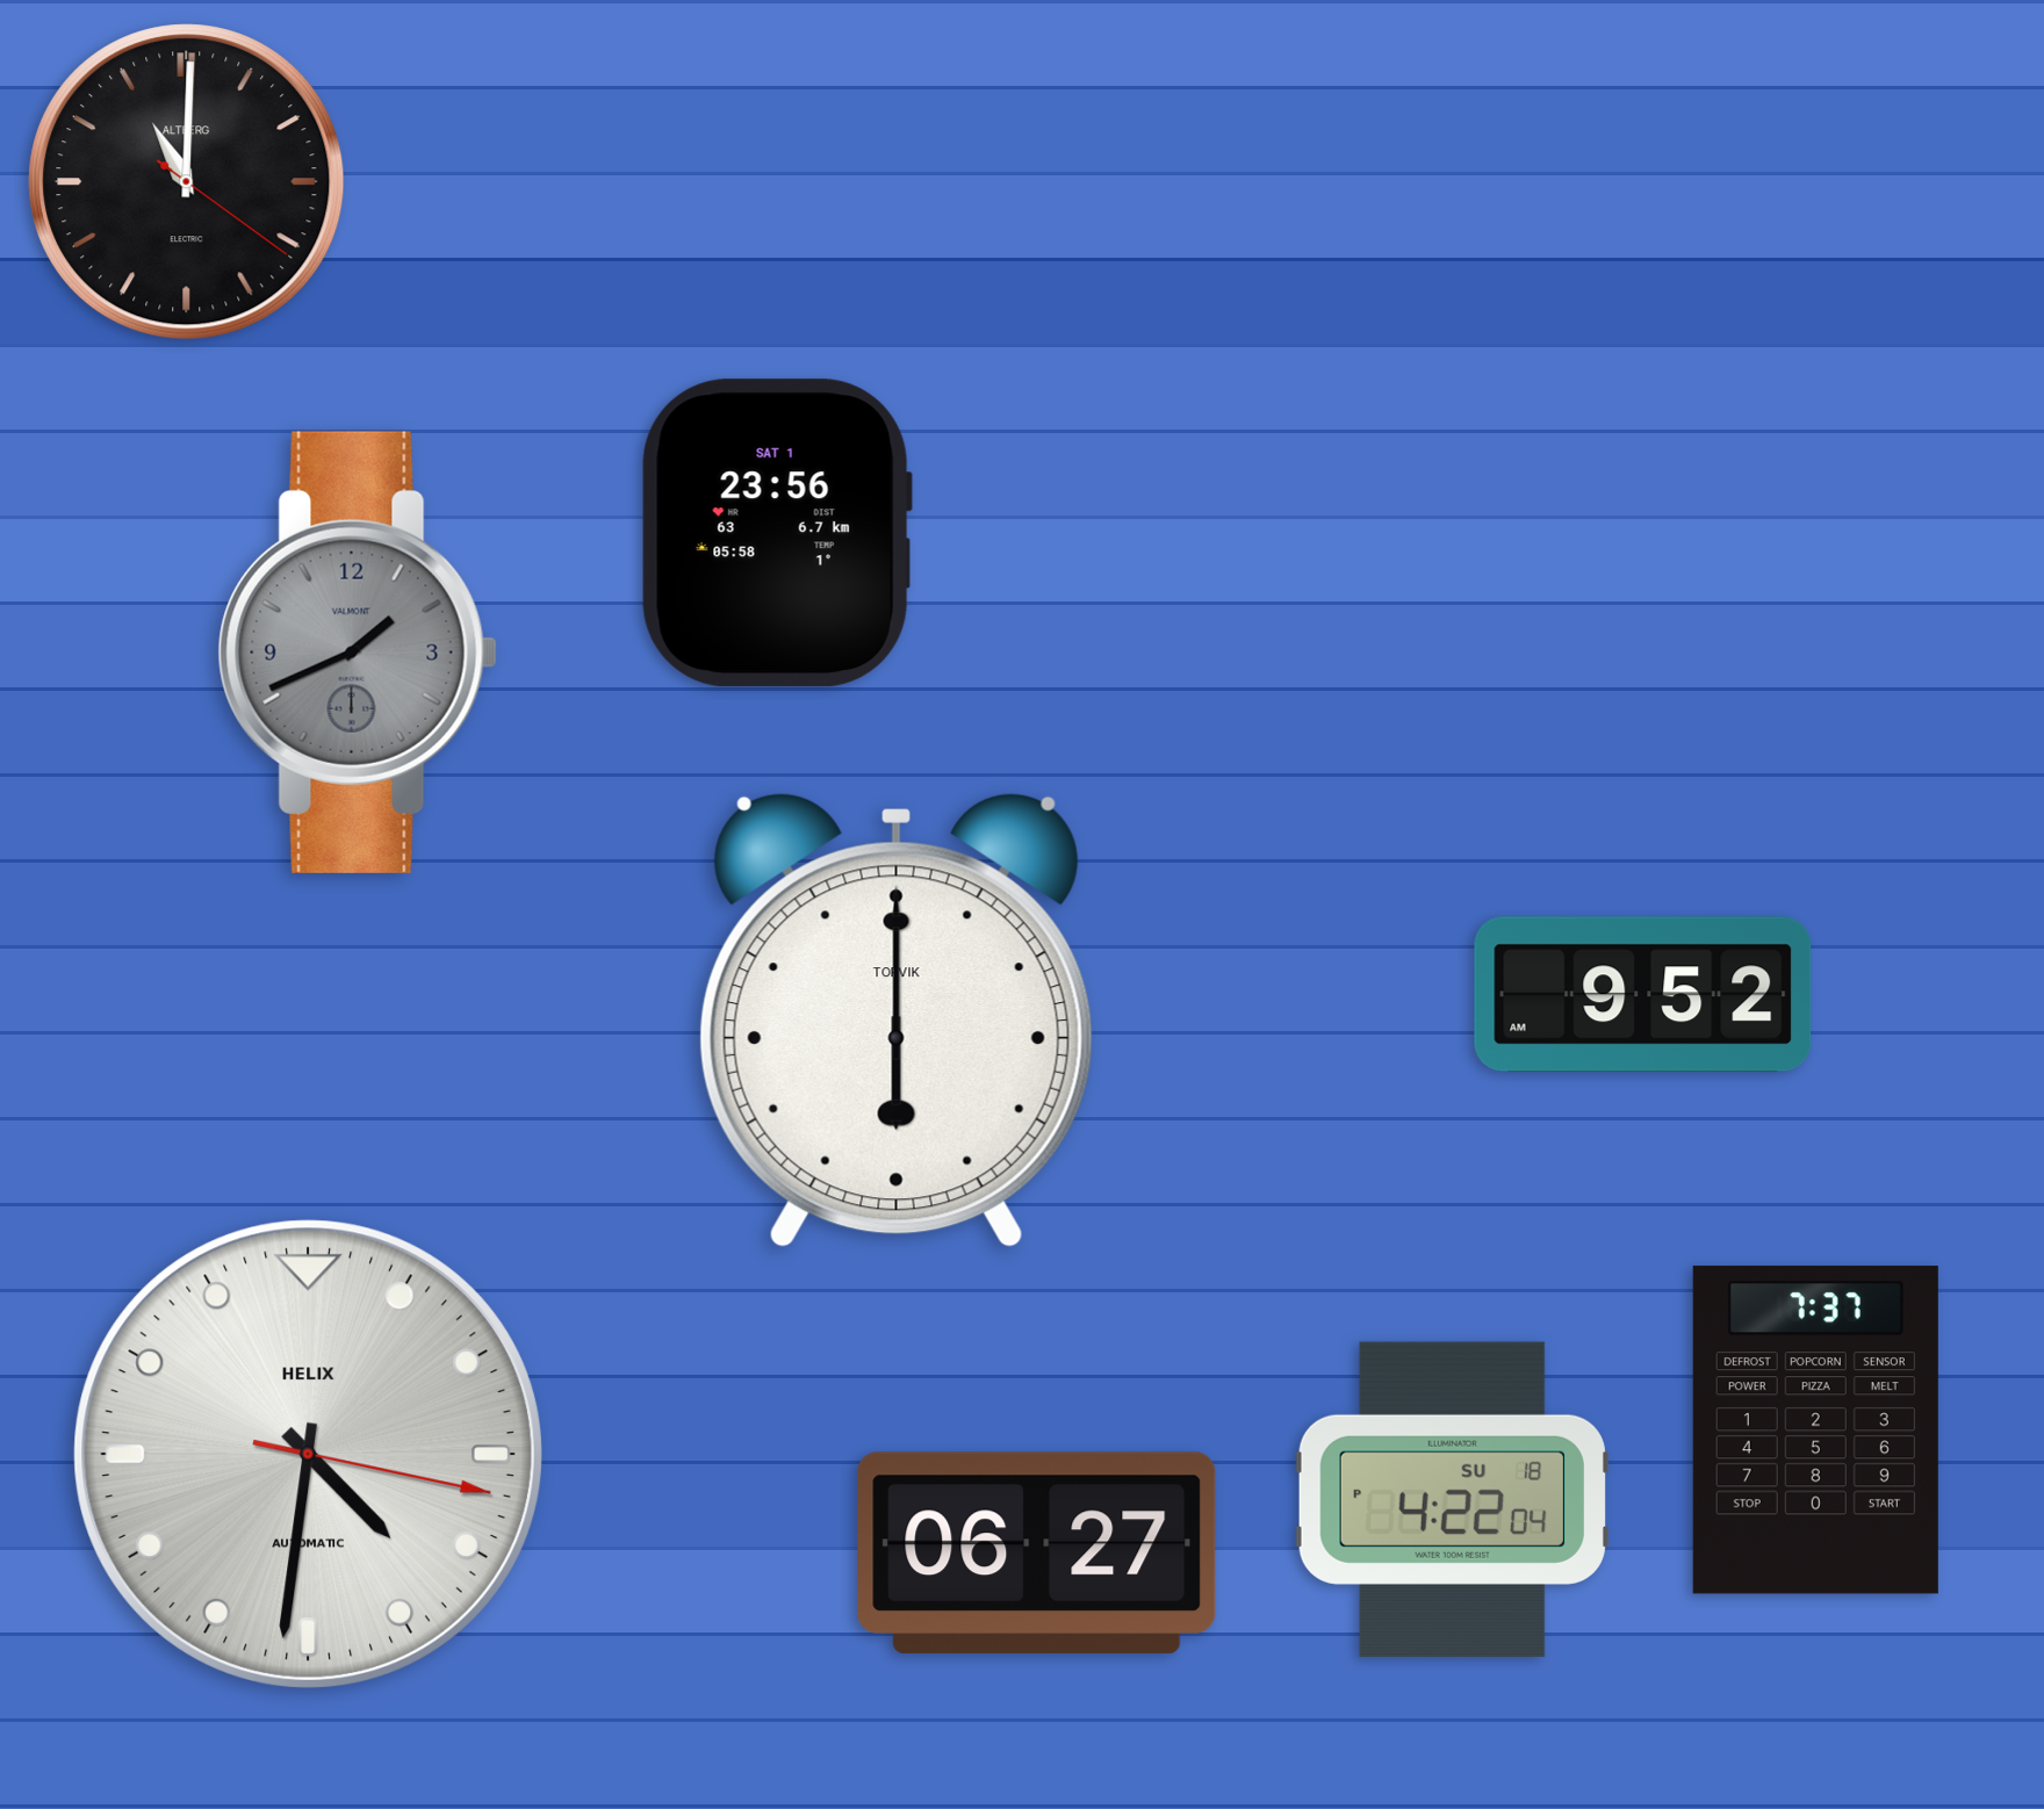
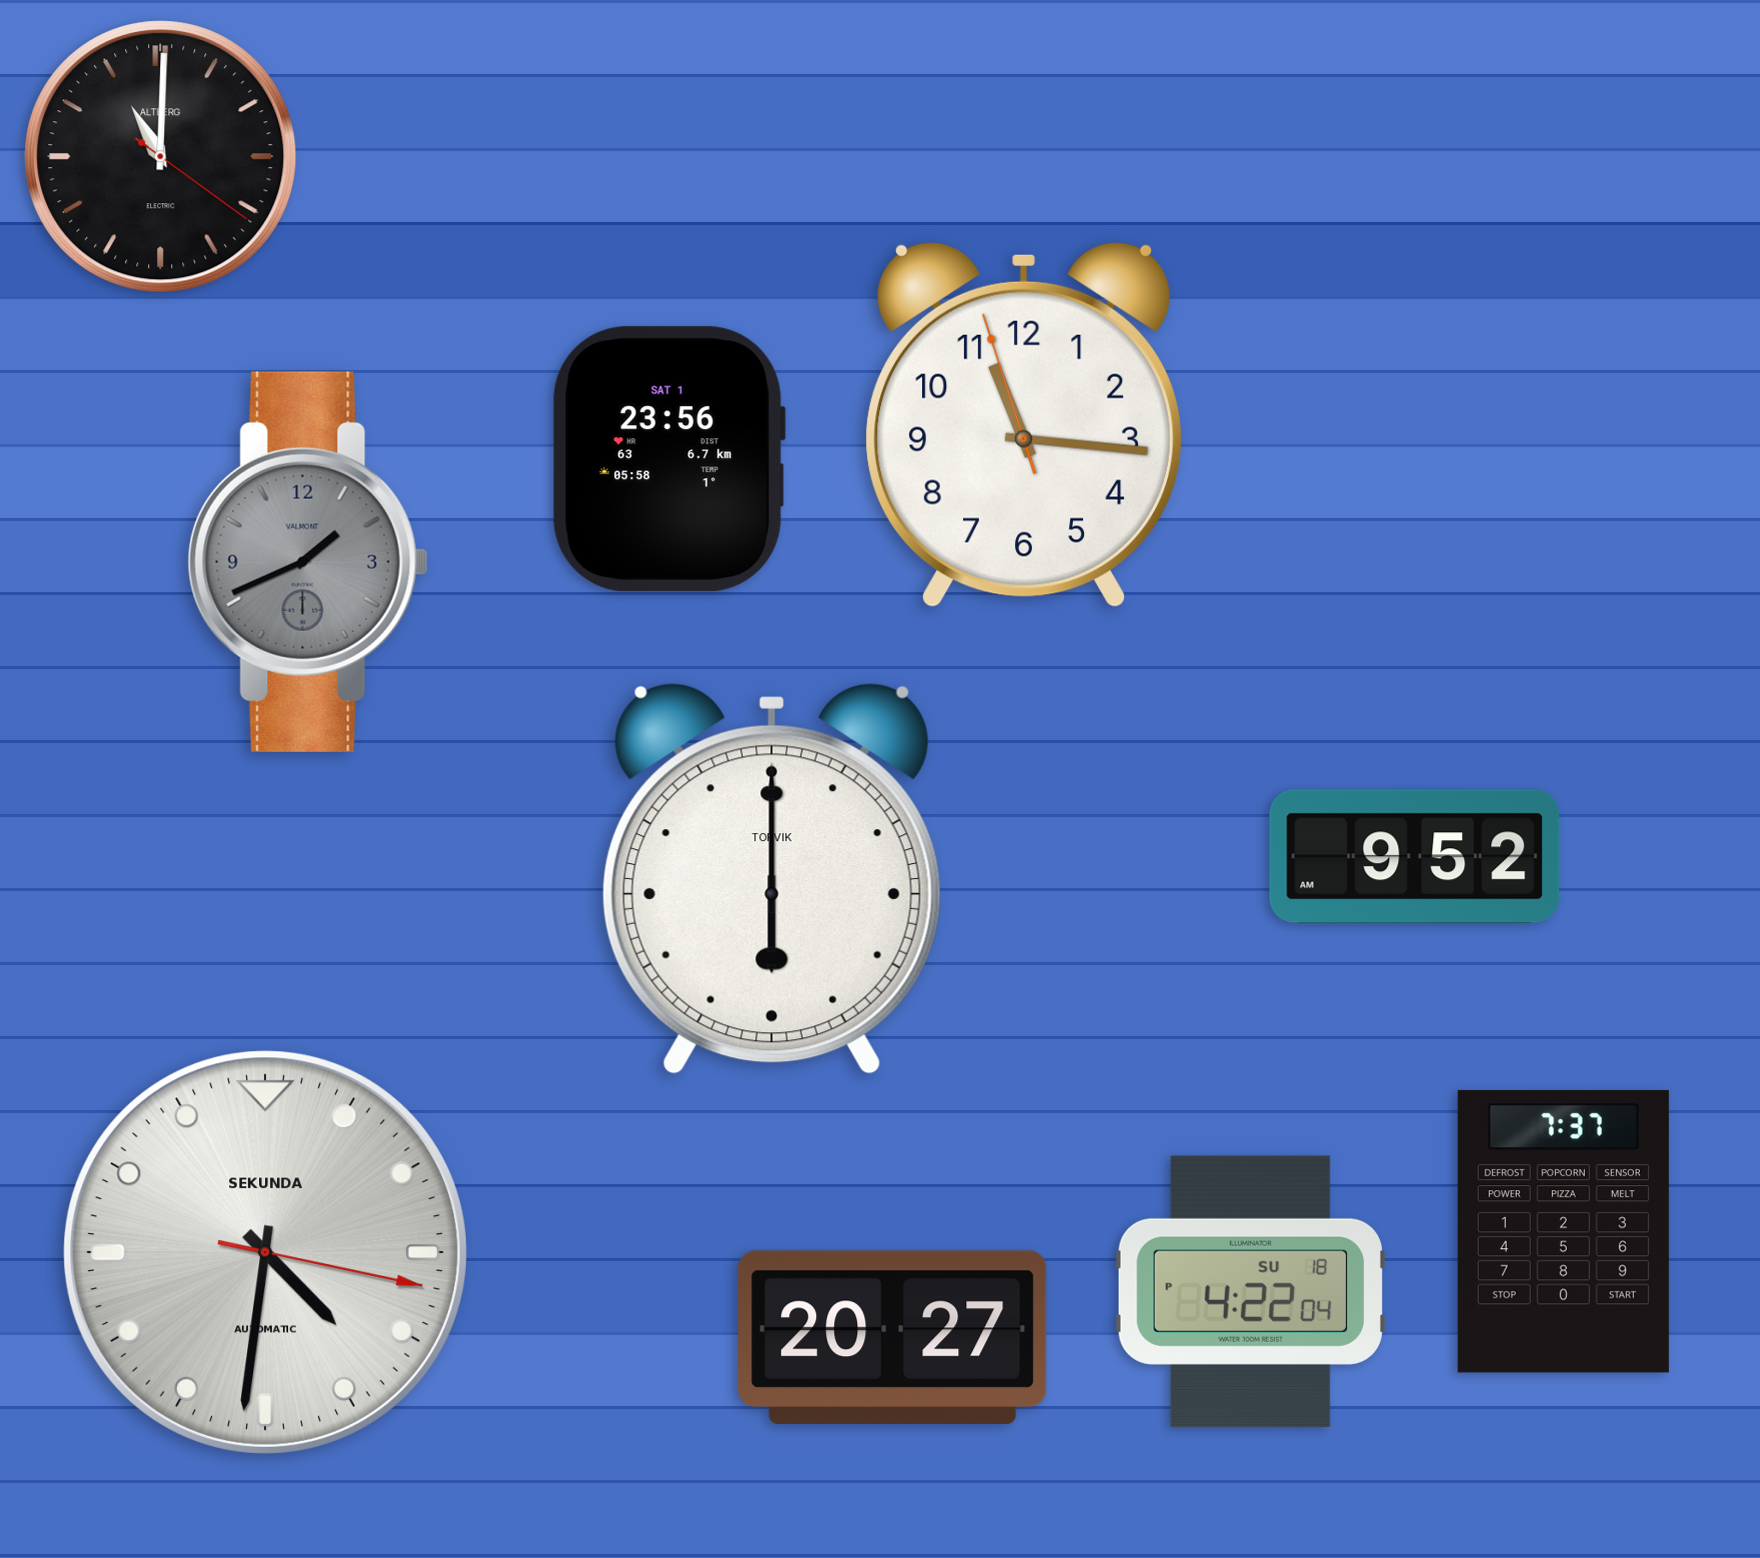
clock at (1024, 425): none -> 11:15
clock at (308, 1454) brand: HELIX -> SEKUNDA
clock at (1037, 1552): 06:27 -> 20:27
